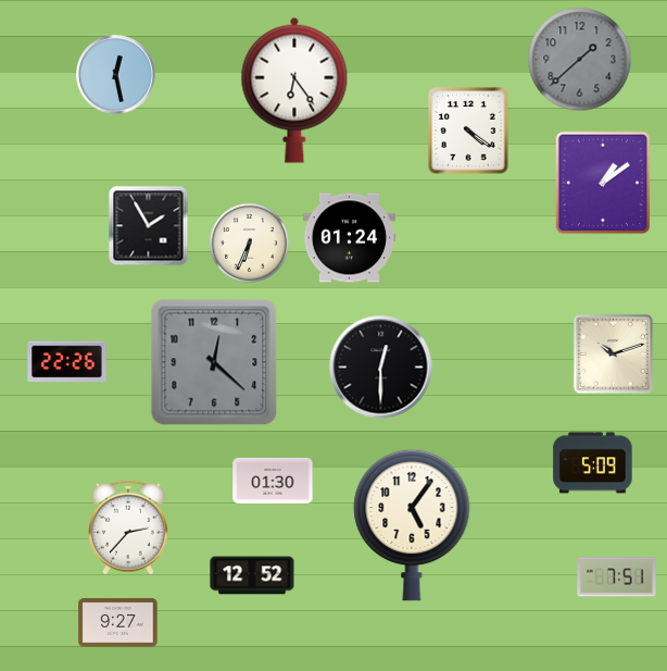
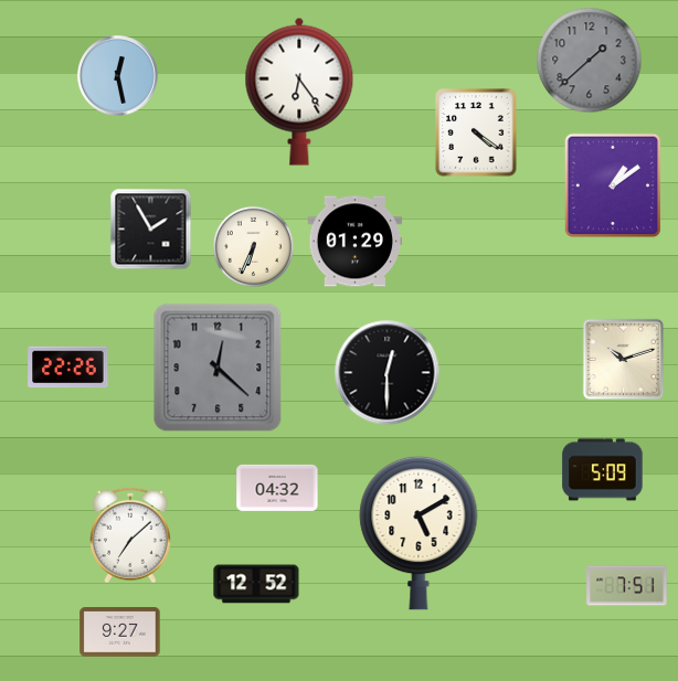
clock at (350, 238): 01:24 -> 01:29
clock at (273, 481): 01:30 -> 04:32
clock at (412, 525): 5:06 -> 5:10
clock at (128, 527): 2:37 -> 7:08
